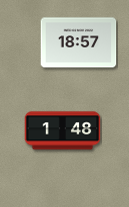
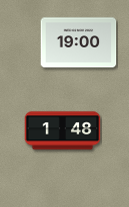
clock at (79, 43): 18:57 -> 19:00
